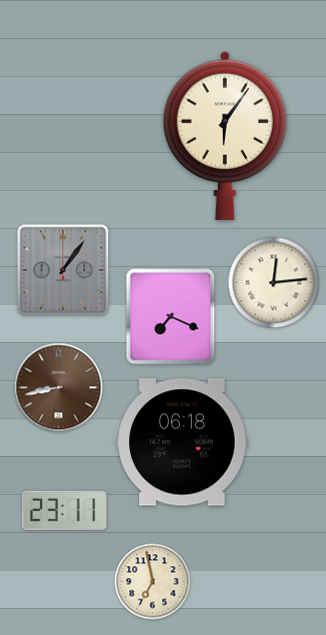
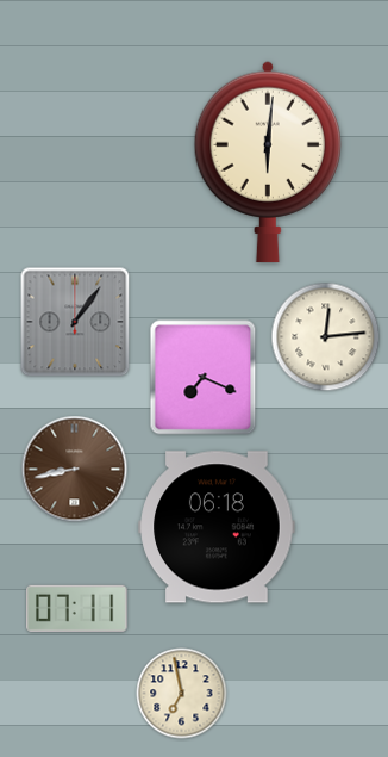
clock at (225, 136): 6:06 -> 6:01
clock at (59, 388) position: (59, 388) -> (75, 470)
clock at (65, 510): 23:11 -> 07:11
